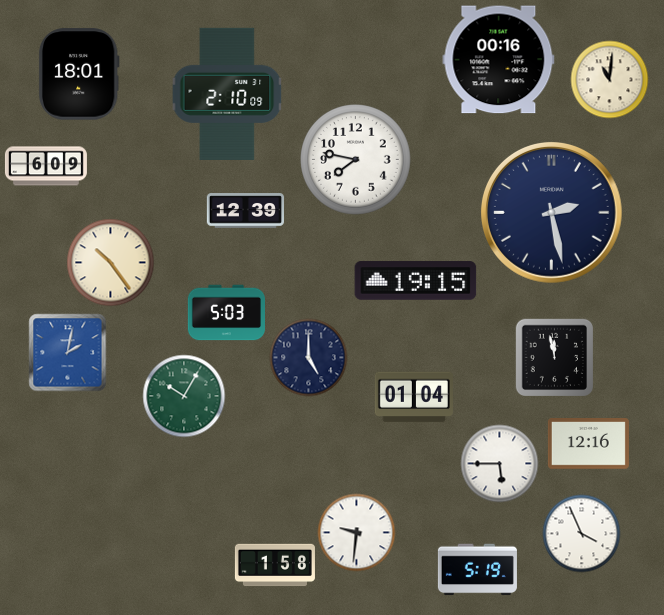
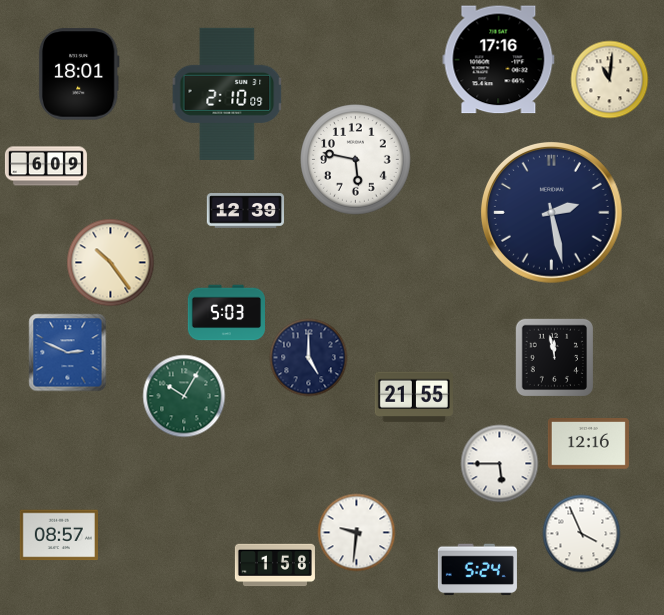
clock at (499, 60): 00:16 -> 17:16
clock at (356, 160): 7:47 -> 5:47
clock at (416, 281): 19:15 -> none
clock at (67, 352): 2:02 -> 2:49
clock at (414, 397): 01:04 -> 21:55
clock at (59, 535): none -> 08:57
clock at (477, 570): 5:19 -> 5:24
